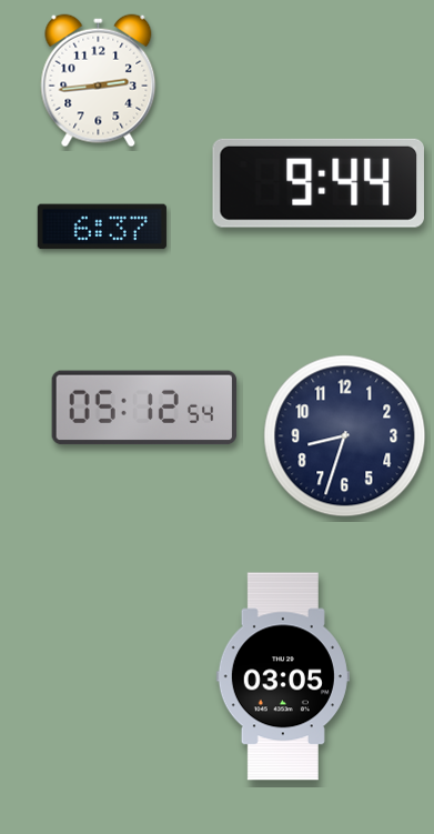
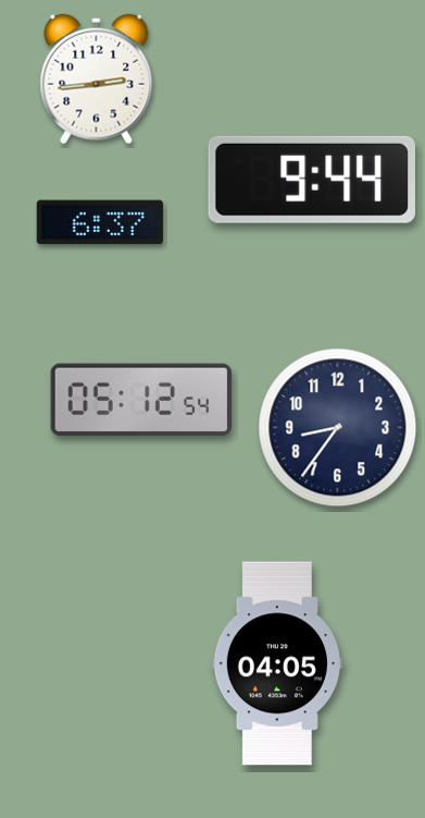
clock at (345, 436): 8:33 -> 8:36
clock at (283, 676): 03:05 -> 04:05
